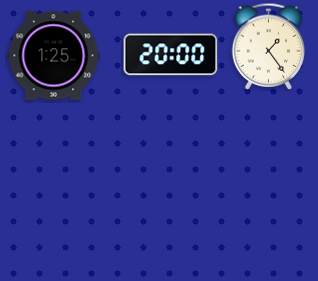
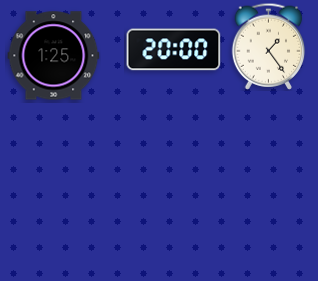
clock at (171, 55) position: (171, 55) -> (174, 50)
